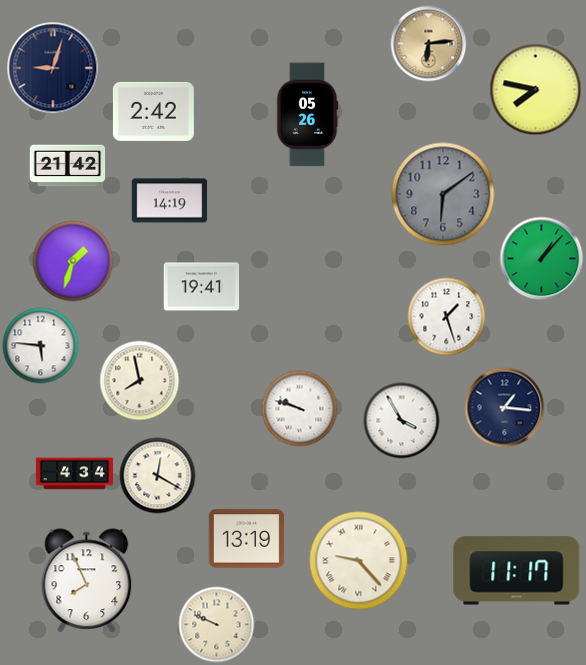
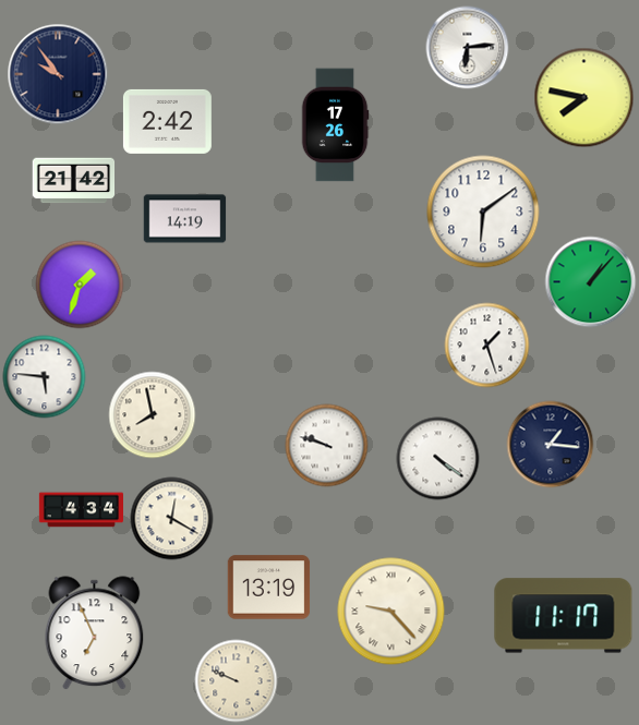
clock at (429, 44) dial: champagne -> white
clock at (53, 68): 9:03 -> 9:54
clock at (307, 115): 05:26 -> 17:26
clock at (443, 194) dial: grey -> white
clock at (202, 287): 19:41 -> none
clock at (402, 421): 3:55 -> 4:21
clock at (74, 474) position: (74, 474) -> (81, 510)
clock at (517, 571) position: (517, 571) -> (564, 616)
clock at (87, 581): 7:56 -> 6:56
